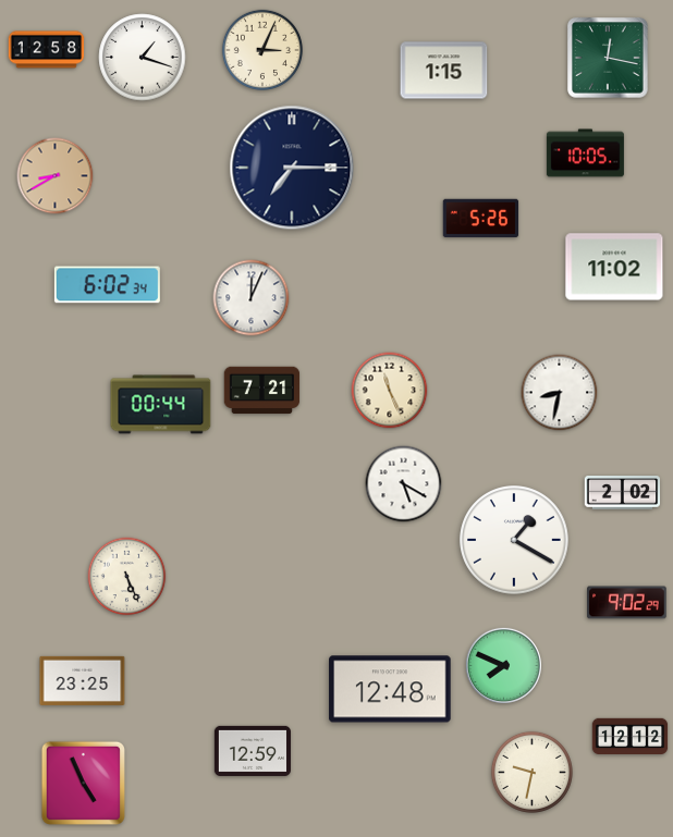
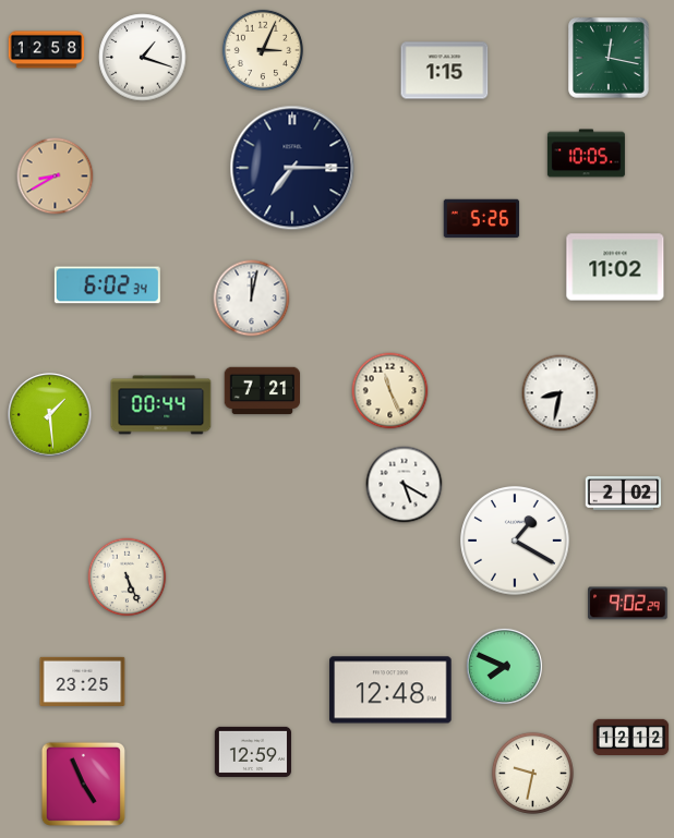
clock at (252, 298): 12:04 -> 12:02
clock at (50, 415): none -> 1:29
